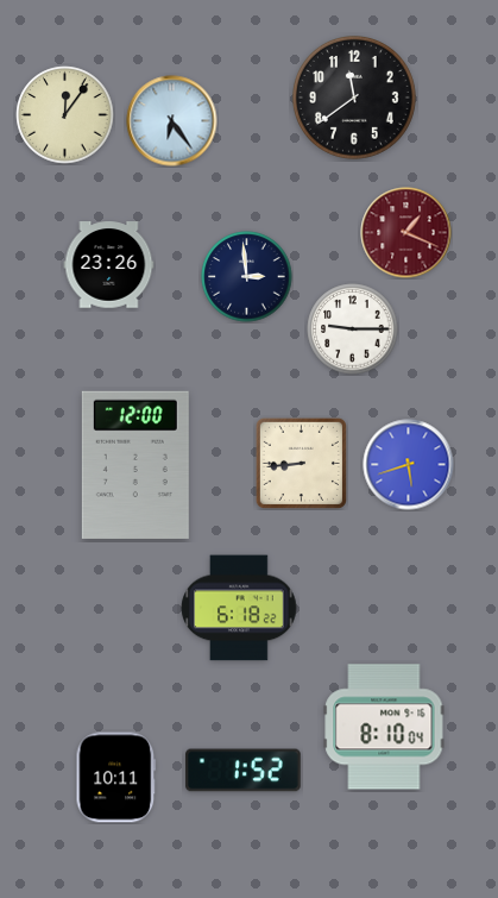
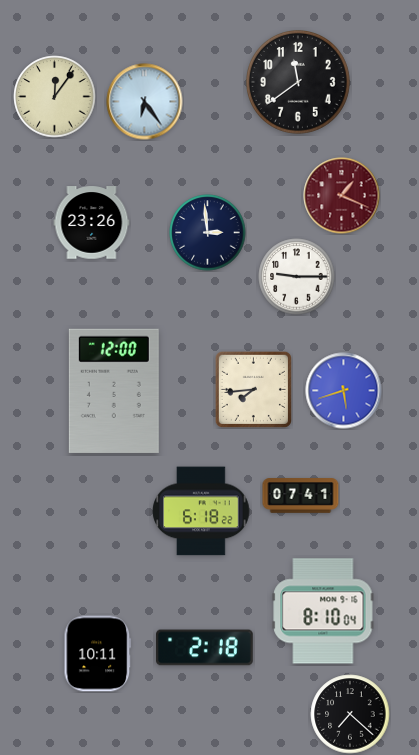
clock at (301, 463): 8:44 -> 7:44
clock at (301, 496): none -> 07:41
clock at (244, 771): 1:52 -> 2:18
clock at (350, 714): none -> 7:22
